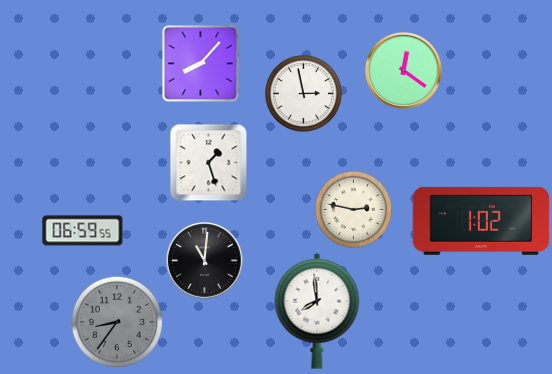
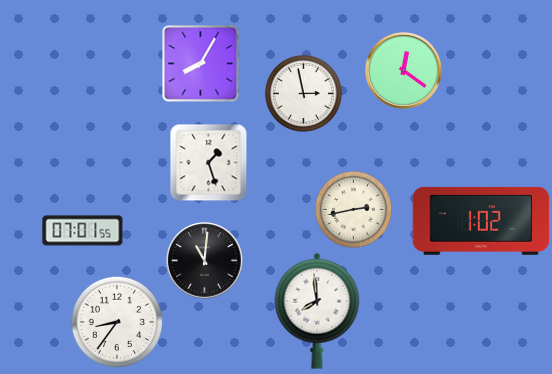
clock at (201, 64): 8:07 -> 8:05
clock at (353, 209): 2:47 -> 2:43
clock at (83, 231): 06:59 -> 07:01
clock at (116, 321) dial: grey -> white
